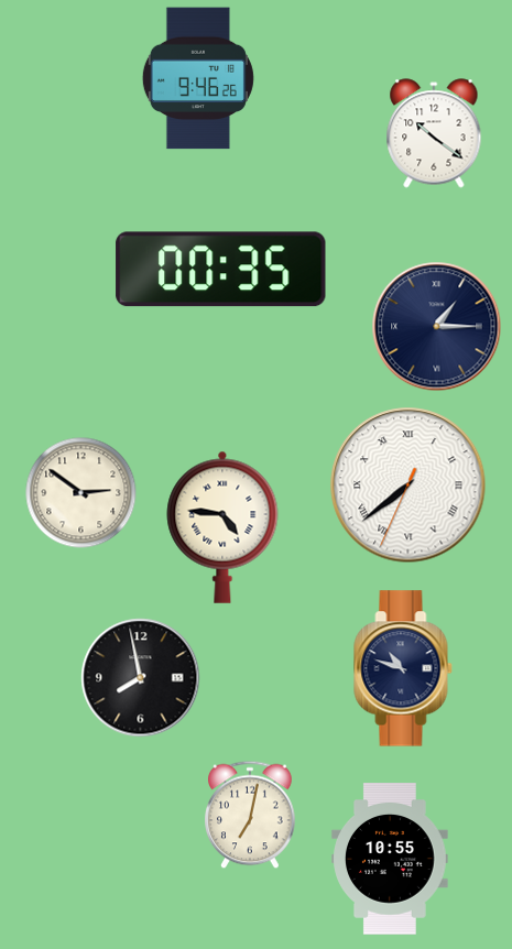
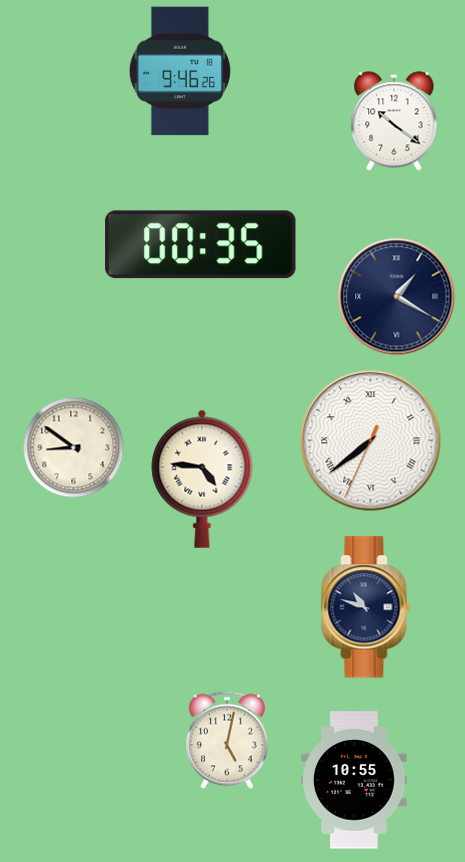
clock at (437, 327): 1:15 -> 1:20
clock at (81, 493): 2:51 -> 8:51
clock at (141, 678): 7:58 -> none
clock at (251, 815): 7:02 -> 5:02
